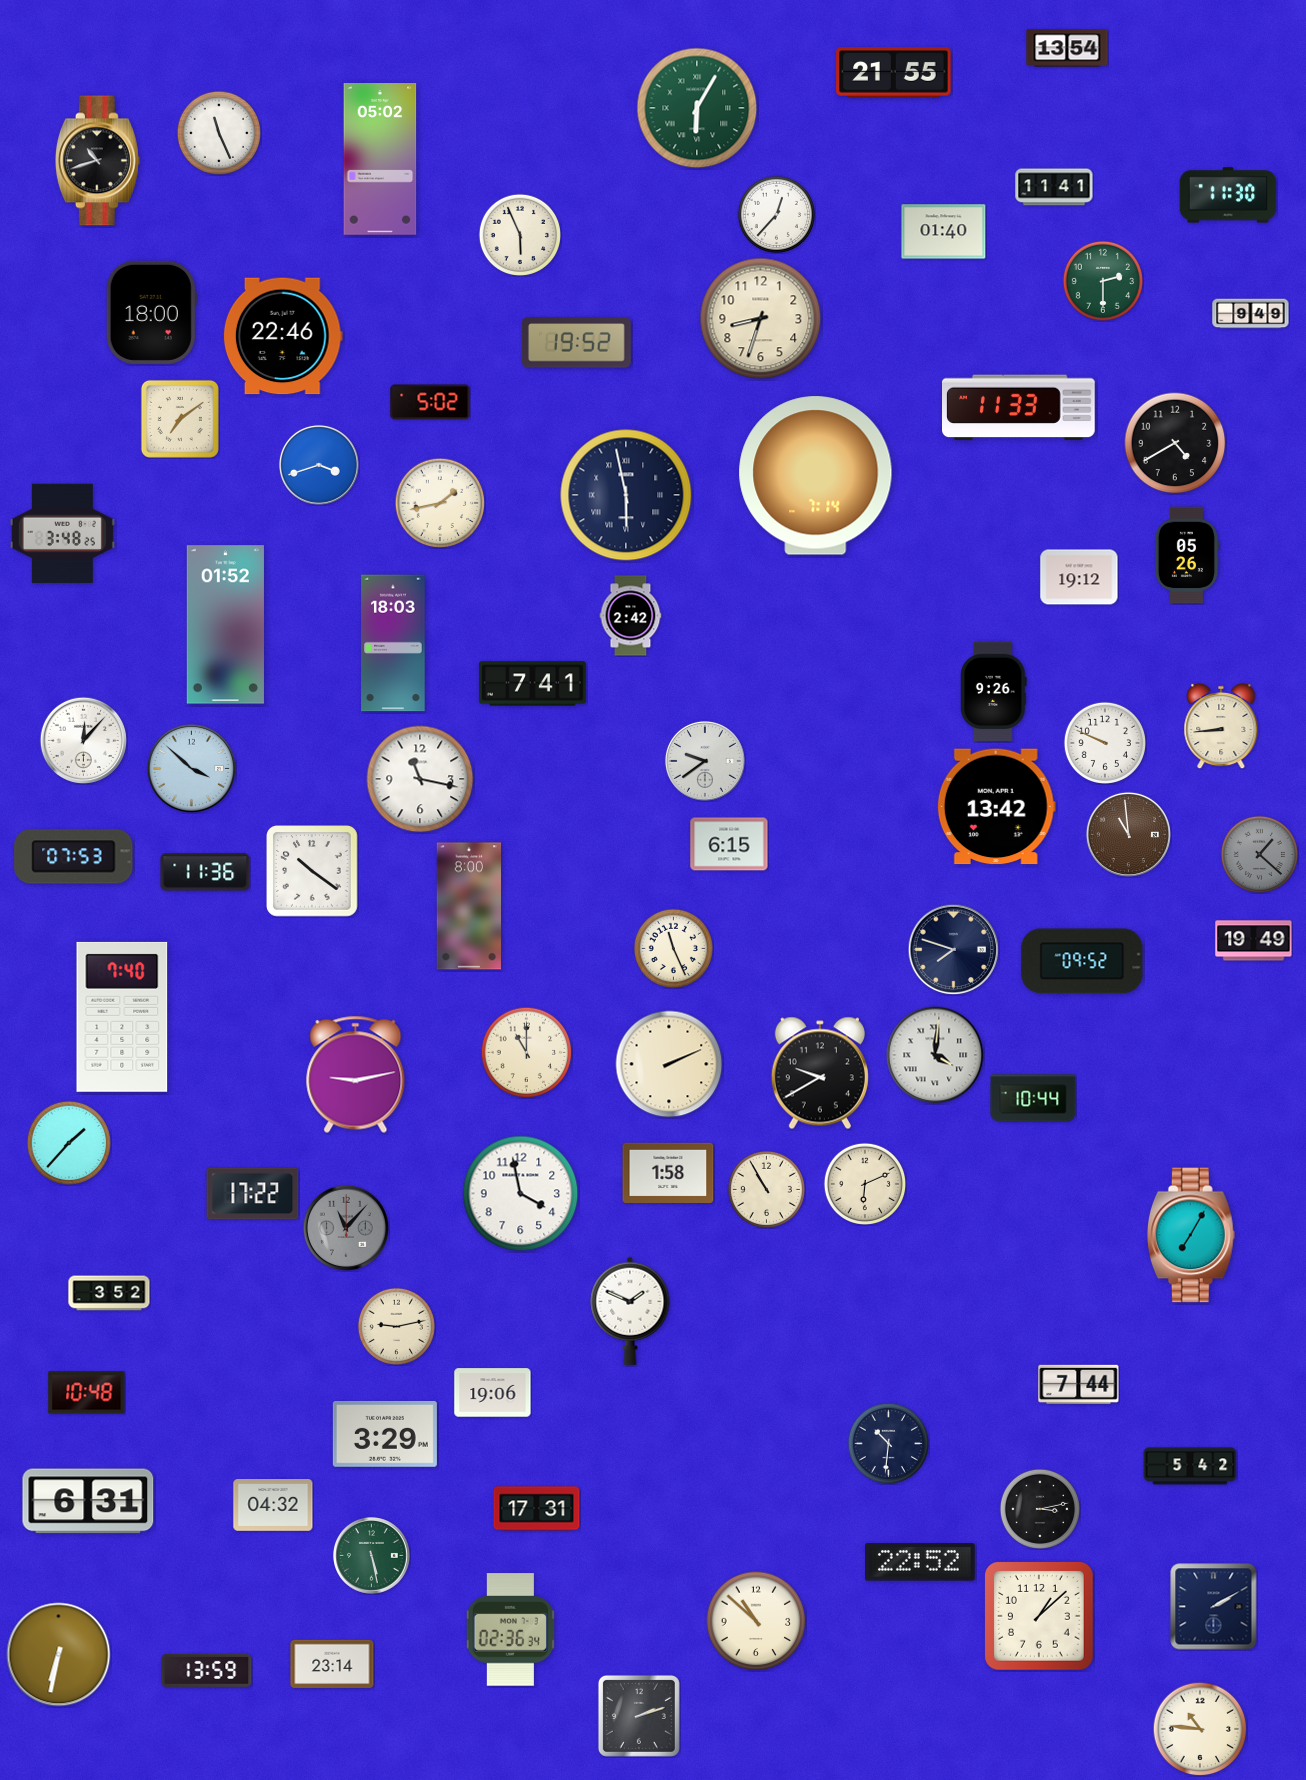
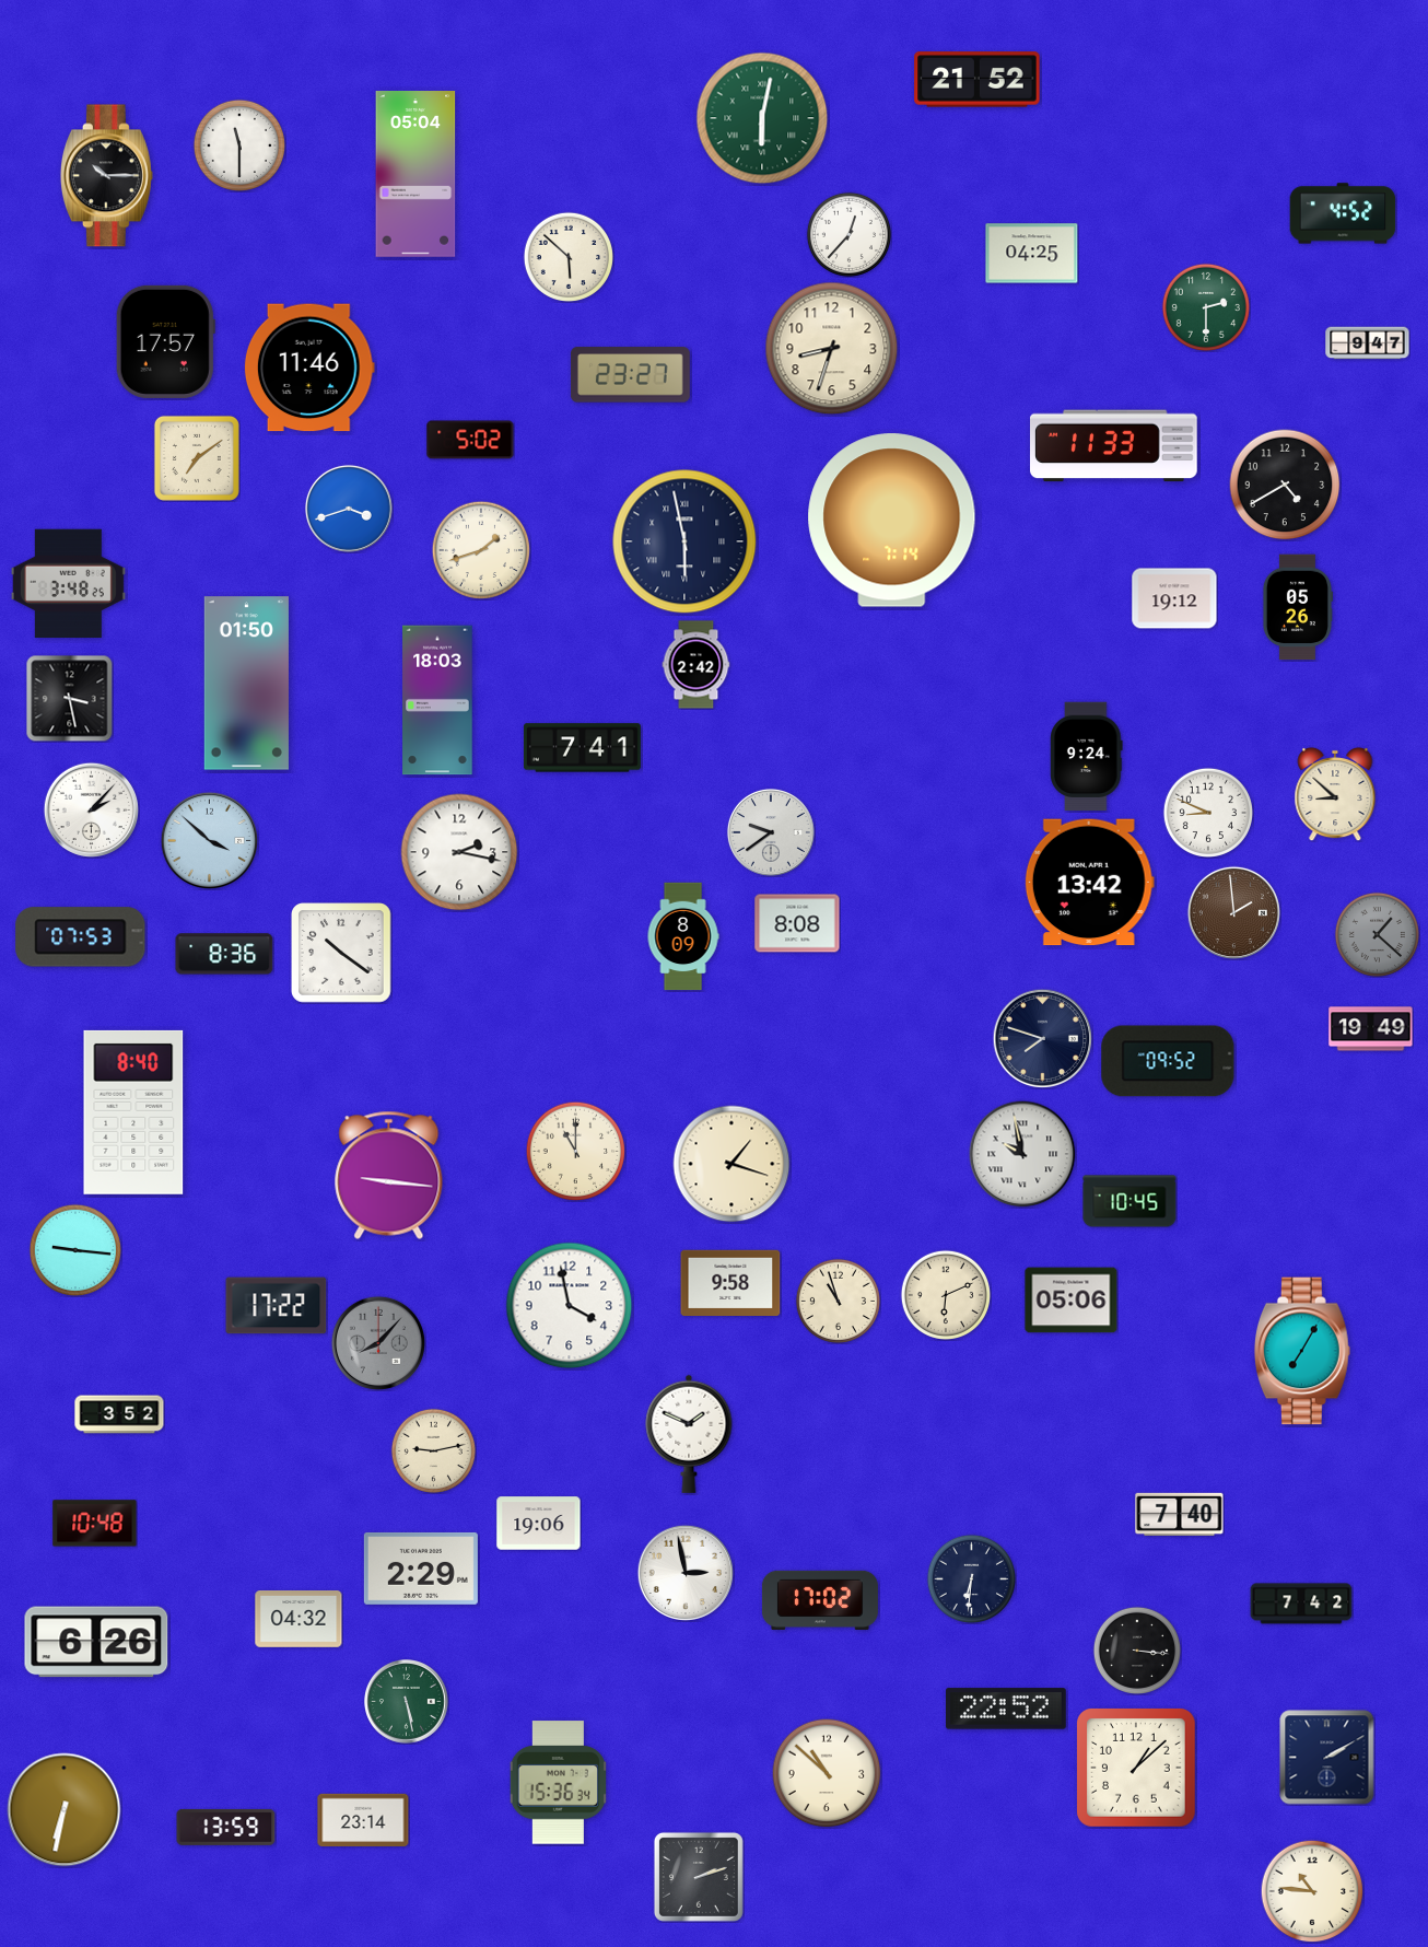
clock at (1067, 48): 13:54 -> none
clock at (894, 73): 21:55 -> 21:52
clock at (697, 108): 6:05 -> 6:02
clock at (218, 132): 11:26 -> 11:30
clock at (380, 160): 05:02 -> 05:04
clock at (97, 161): 10:42 -> 10:15
clock at (1054, 187): 11:41 -> none
clock at (1228, 195): 11:30 -> 4:52
clock at (944, 232): 01:40 -> 04:25
clock at (519, 234): 5:56 -> 5:52
clock at (151, 312): 18:00 -> 17:57
clock at (1251, 314): 9:49 -> 9:47
clock at (283, 336): 22:46 -> 11:46
clock at (576, 343): 19:52 -> 23:27
clock at (440, 503): 1:43 -> 1:42
clock at (1079, 577) position: (1079, 577) -> (1174, 598)
clock at (631, 616) position: (631, 616) -> (697, 665)
clock at (225, 625): 01:52 -> 01:50
clock at (69, 698): none -> 3:28
clock at (393, 643) position: (393, 643) -> (437, 700)
clock at (994, 692): 9:26 -> 9:24
clock at (1221, 726): 8:44 -> 8:52
clock at (83, 740): 12:07 -> 2:07
clock at (1104, 742): 9:49 -> 8:49
clock at (420, 779): 11:17 -> 2:17
clock at (1128, 834): 10:59 -> 1:59
clock at (729, 844): 6:15 -> 8:08
clock at (683, 936): none -> 8:09
clock at (205, 872): 11:36 -> 8:36
clock at (468, 906): 8:00 -> none
clock at (673, 948): 11:26 -> none
clock at (1082, 961) position: (1082, 961) -> (1168, 1061)
clock at (122, 1017): 7:40 -> 8:40
clock at (935, 1055): 4:01 -> 9:58
clock at (669, 1064): 2:11 -> 1:18
clock at (820, 1073): 9:40 -> none
clock at (356, 1074): 9:13 -> 9:16
clock at (1033, 1098): 10:44 -> 10:45
clock at (68, 1142): 1:37 -> 9:16
clock at (668, 1172): 1:58 -> 9:58
clock at (766, 1189): 10:55 -> 10:57
clock at (1072, 1301): none -> 05:06
clock at (346, 1228): 11:07 -> 8:07
clock at (1079, 1384): 7:44 -> 7:40
clock at (385, 1434): 3:29 -> 2:29
clock at (684, 1572): none -> 2:58
clock at (888, 1443): 10:31 -> 6:31
clock at (820, 1599): none -> 17:02
clock at (1190, 1466): 5:42 -> 7:42
clock at (88, 1501): 6:31 -> 6:26
clock at (273, 1506) position: (273, 1506) -> (299, 1620)
clock at (1039, 1508): 3:13 -> 3:16
clock at (537, 1509): 17:31 -> none
clock at (510, 1630): 02:36 -> 15:36
